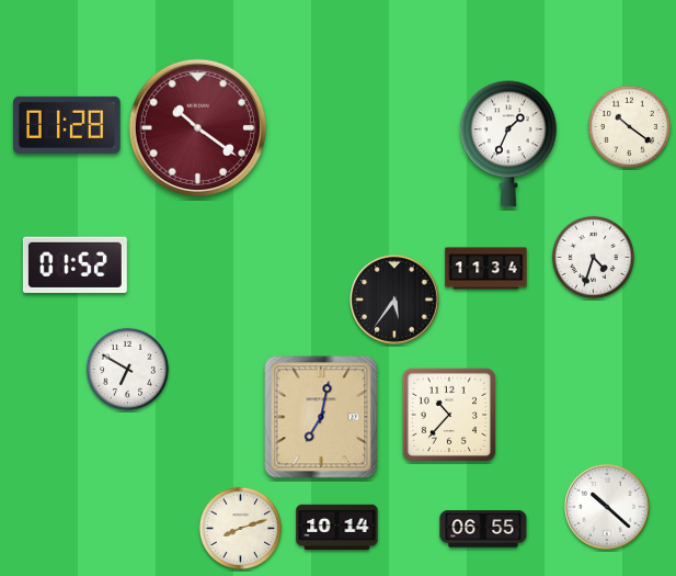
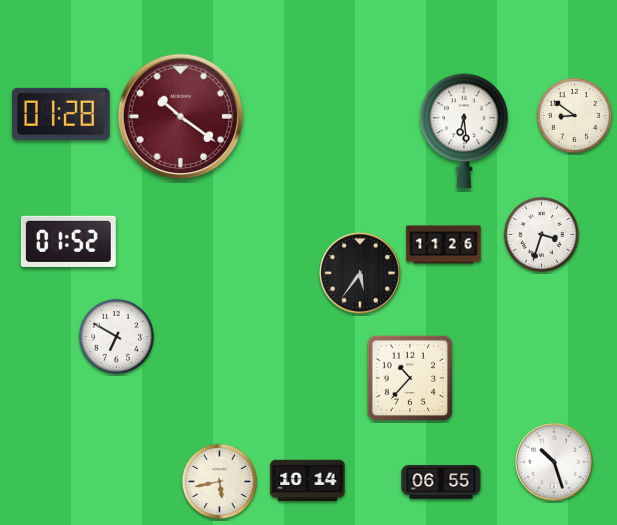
clock at (629, 126): 10:21 -> 8:51
clock at (508, 144): 1:34 -> 6:29
clock at (593, 257): 4:33 -> 3:33
clock at (486, 269): 11:34 -> 11:26
clock at (321, 417): 7:02 -> none
clock at (607, 507): 10:22 -> 10:27
clock at (240, 528): 8:12 -> 5:43
